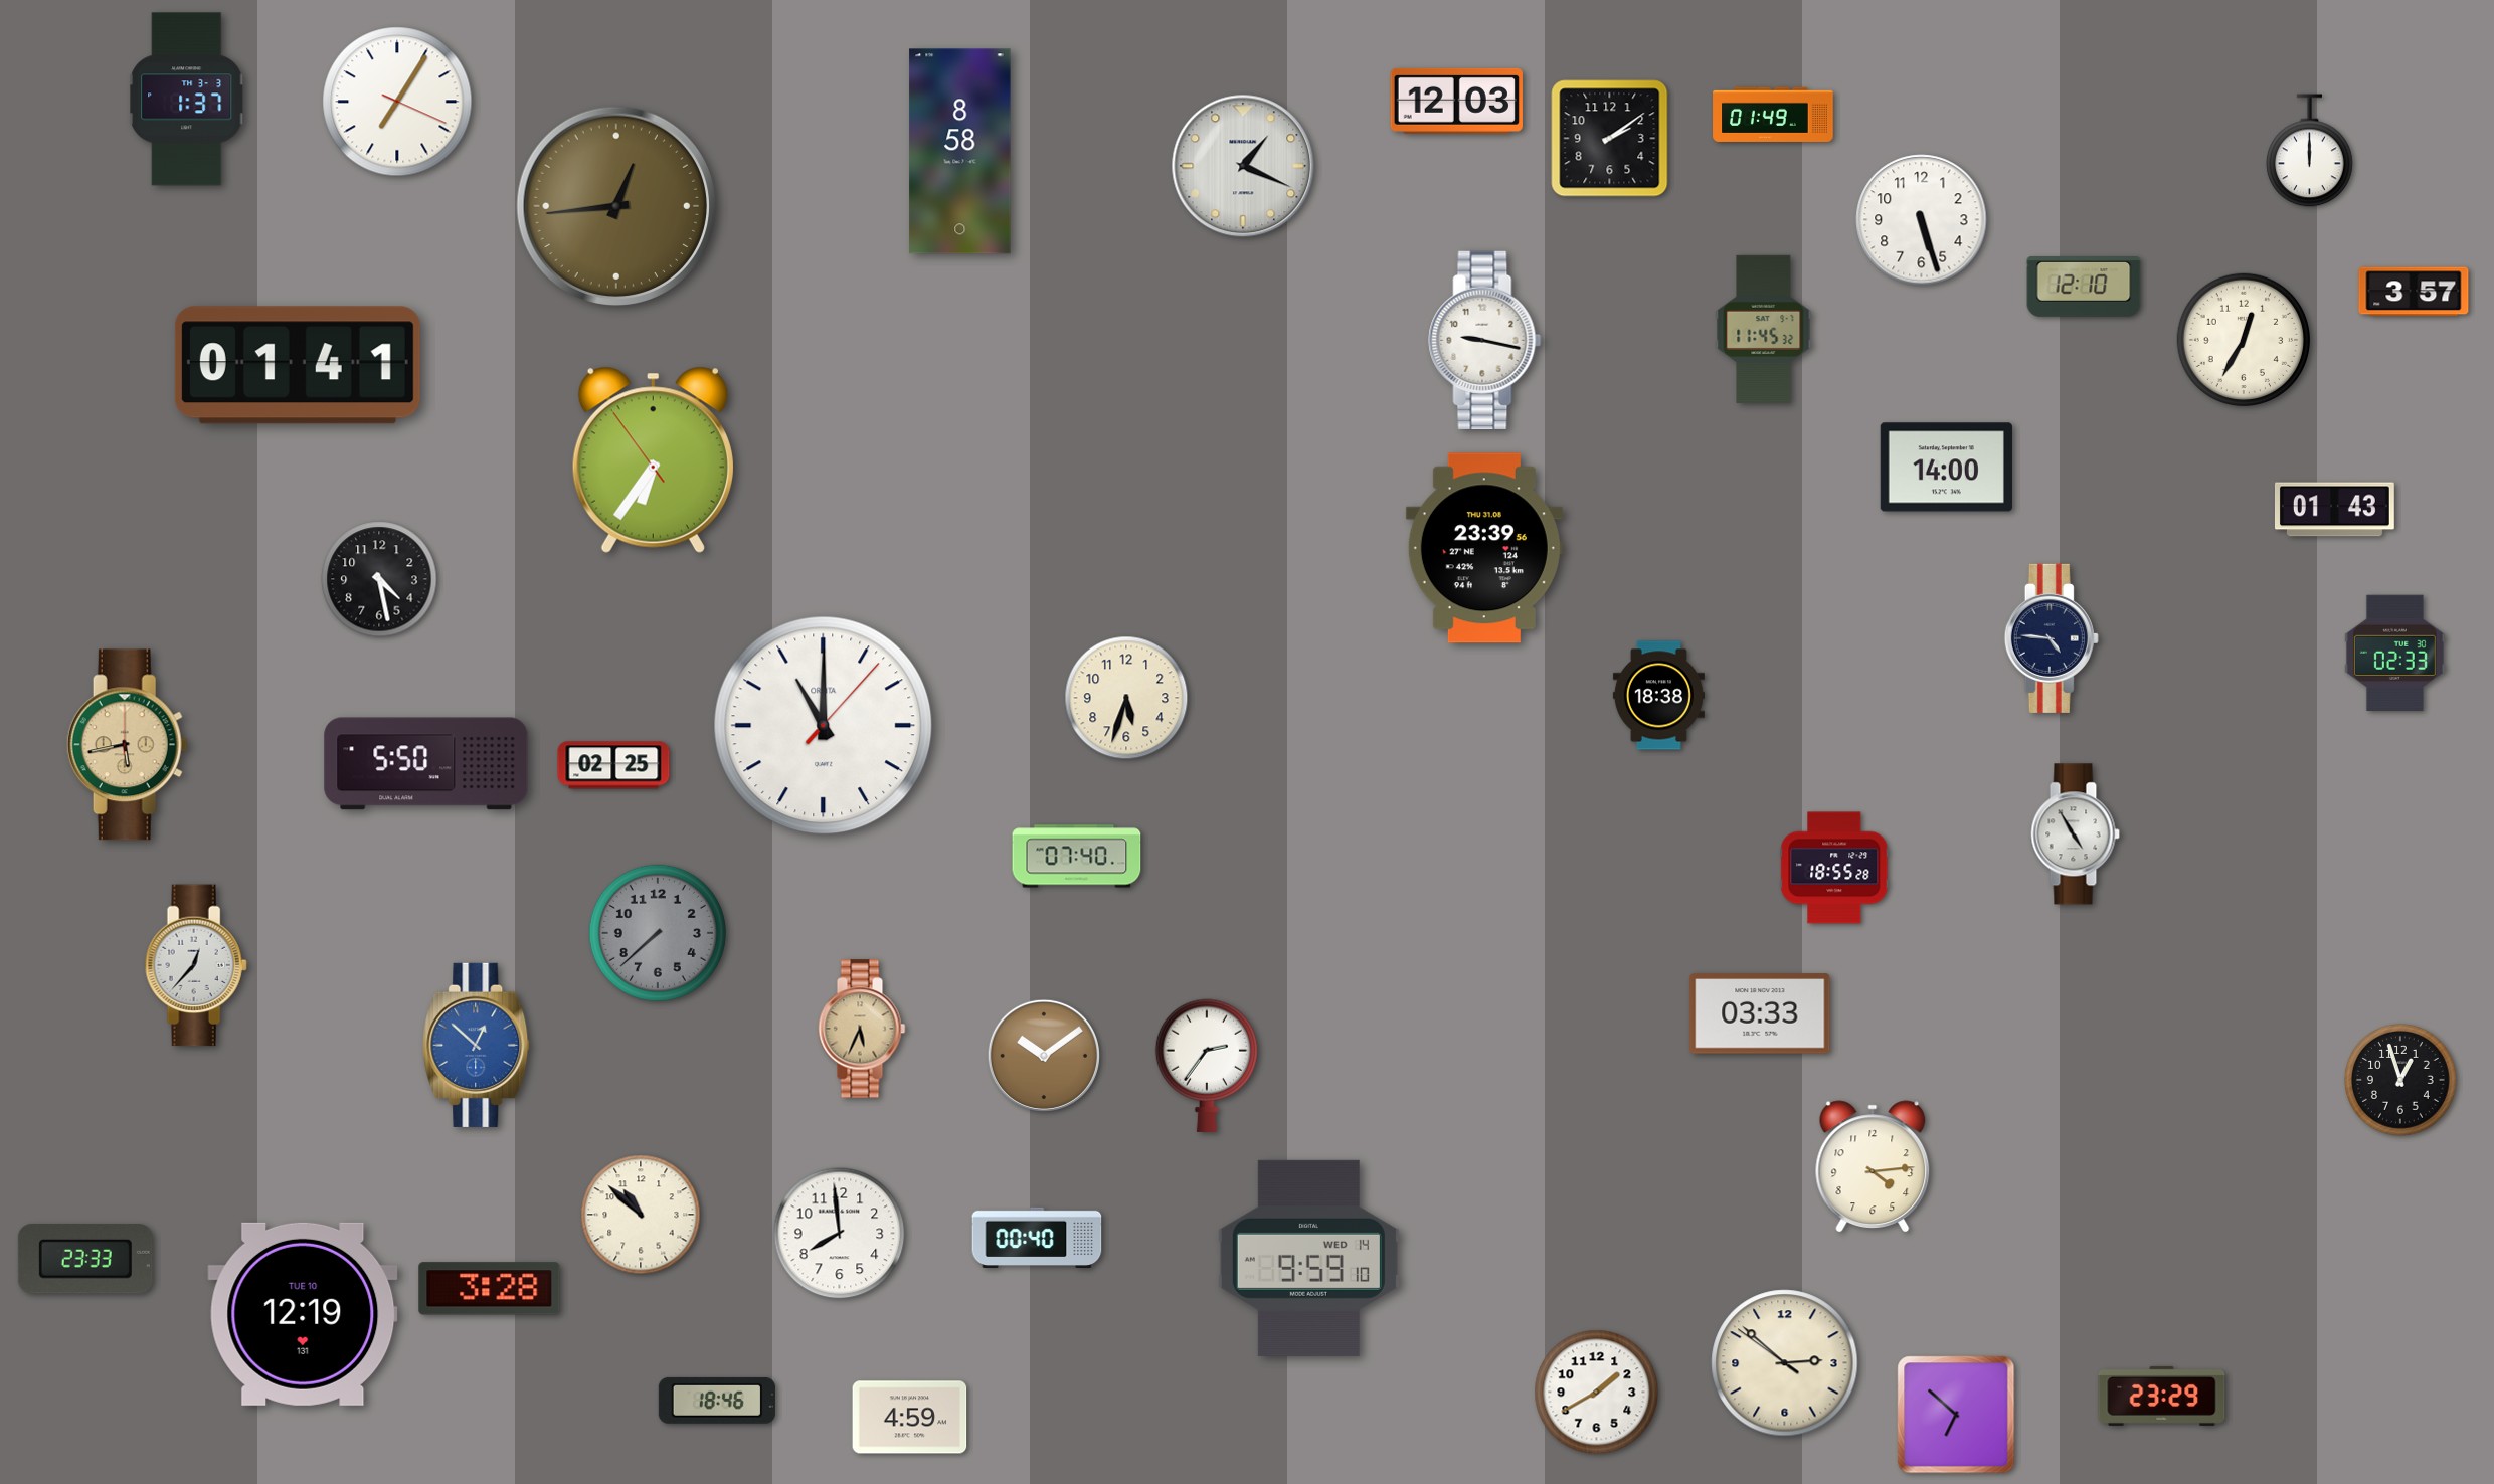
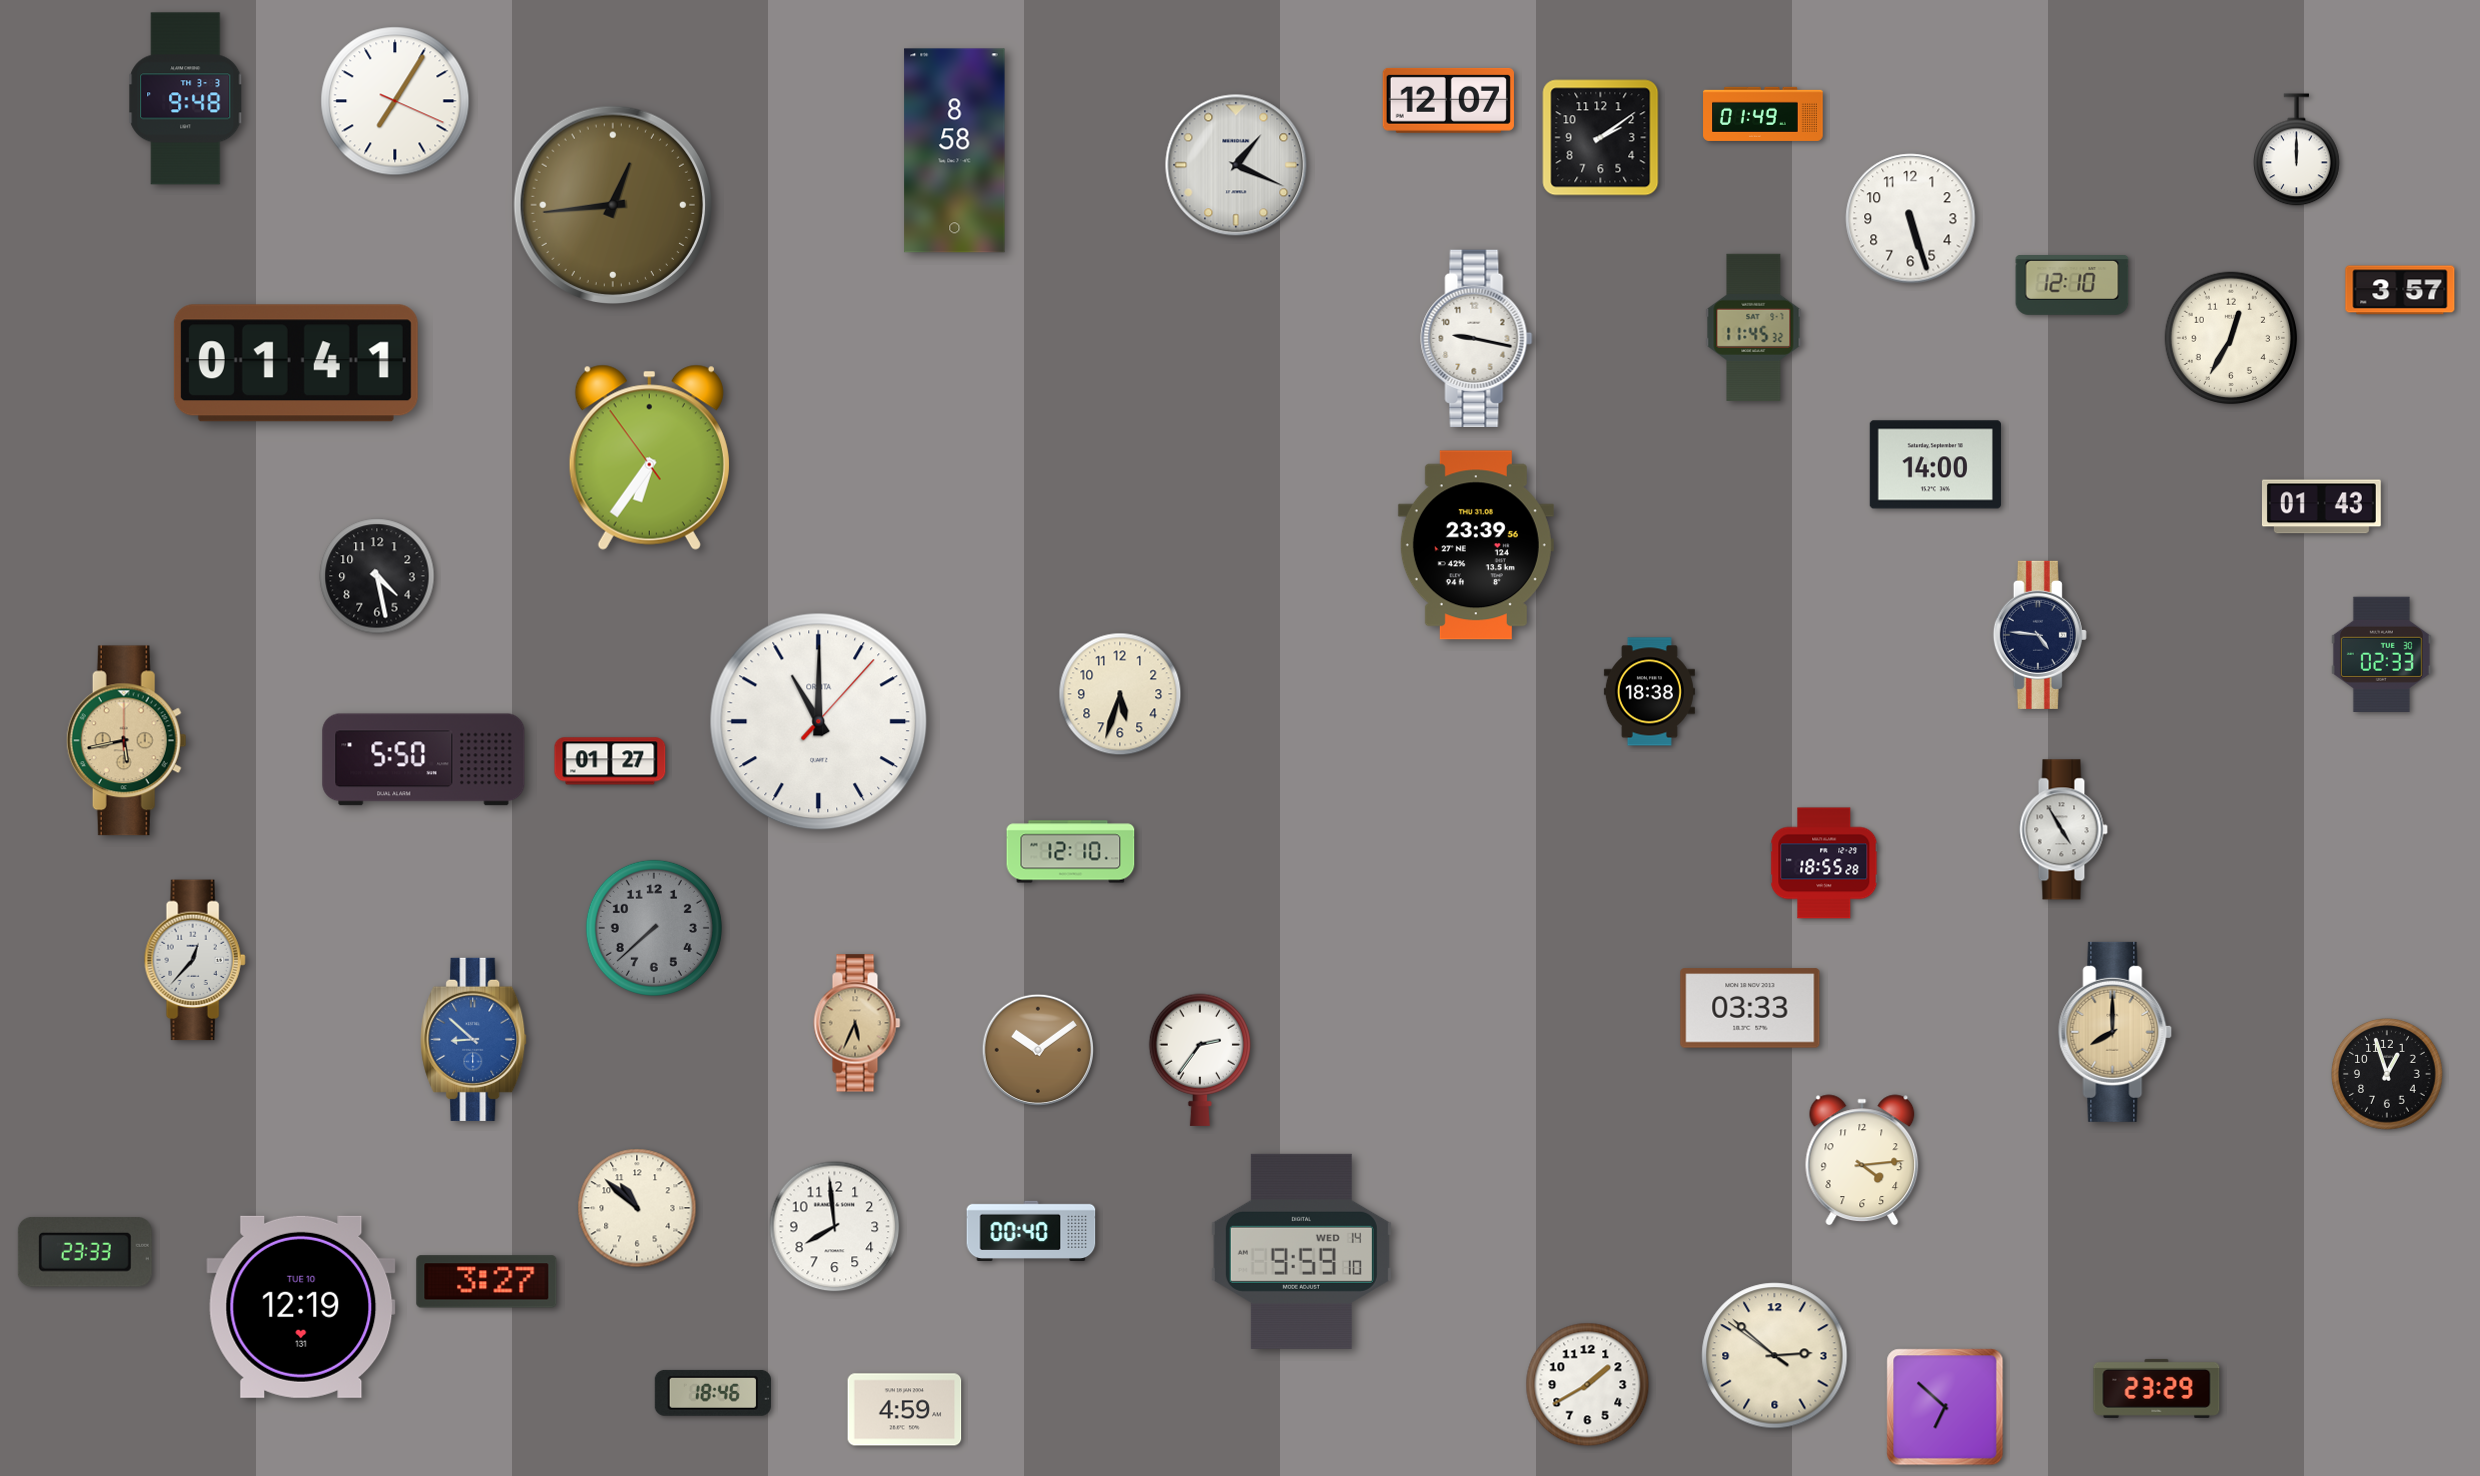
clock at (187, 100): 1:37 -> 9:48
clock at (1456, 101): 12:03 -> 12:07
clock at (2394, 653) position: (2394, 653) -> (2381, 654)
clock at (613, 765): 02:25 -> 01:27
clock at (1077, 857): 07:40 -> 12:10
clock at (2115, 1032): none -> 8:00
clock at (477, 1045): 12:52 -> 8:52
clock at (490, 1289): 3:28 -> 3:27
clock at (2162, 1396) position: (2162, 1396) -> (2157, 1388)
